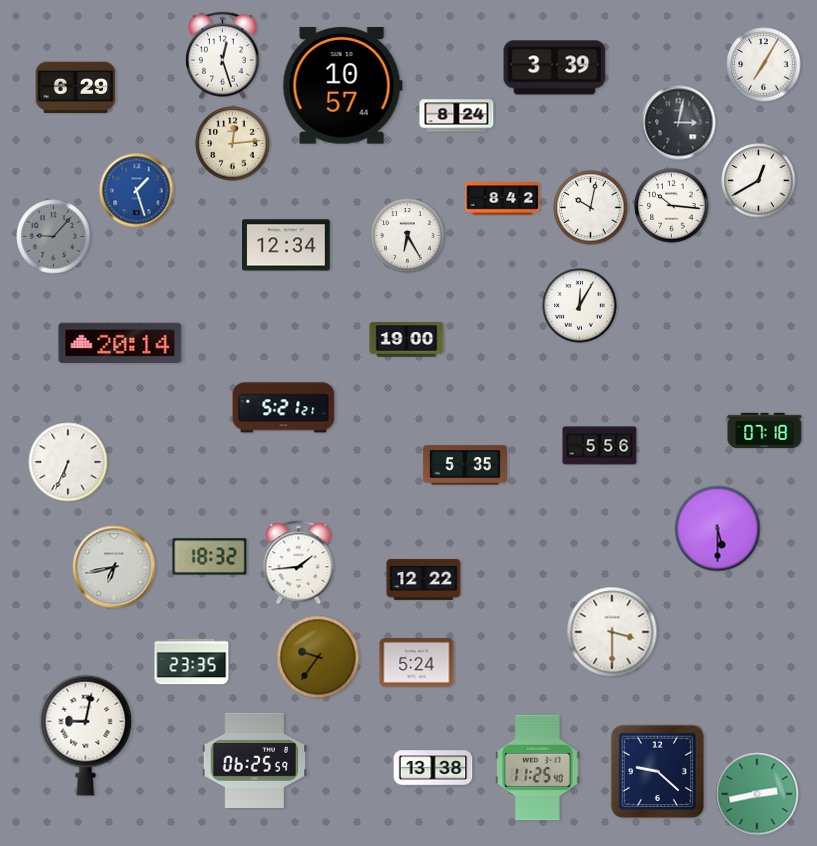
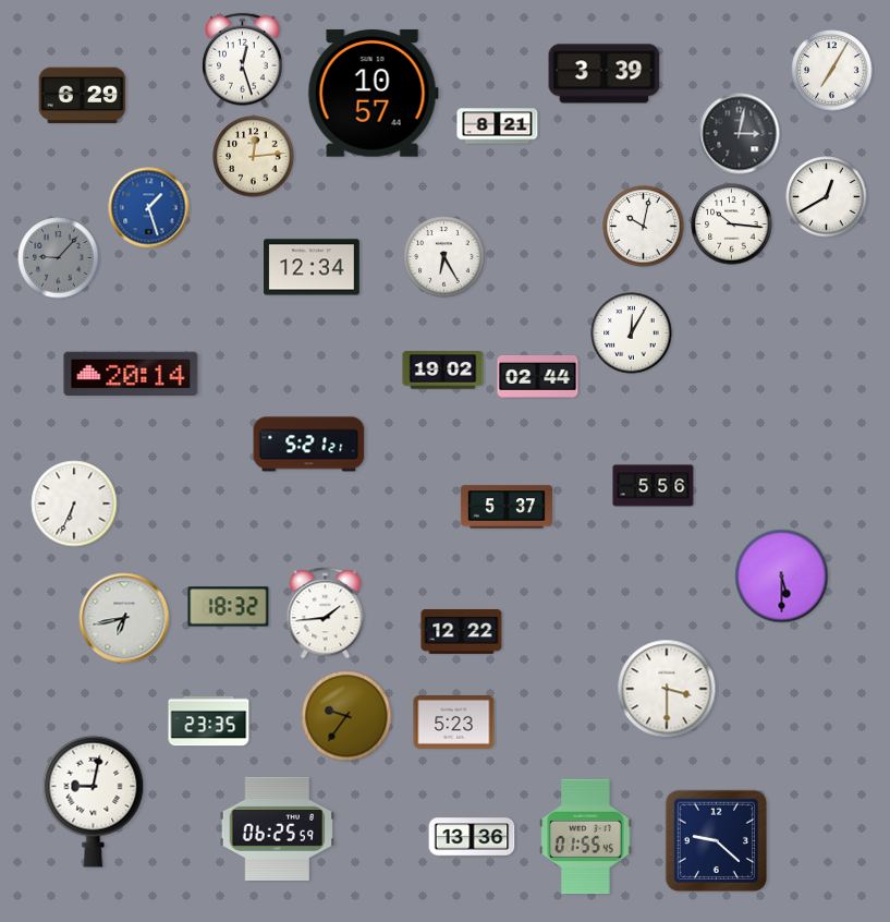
clock at (457, 116): 8:24 -> 8:21
clock at (503, 199): 8:42 -> none
clock at (407, 340): 19:00 -> 19:02
clock at (538, 376): none -> 02:44
clock at (765, 431): 07:18 -> none
clock at (465, 465): 5:35 -> 5:37
clock at (417, 663): 5:24 -> 5:23
clock at (433, 768): 13:38 -> 13:36
clock at (538, 768): 11:25 -> 01:55
clock at (757, 794): 2:43 -> none
